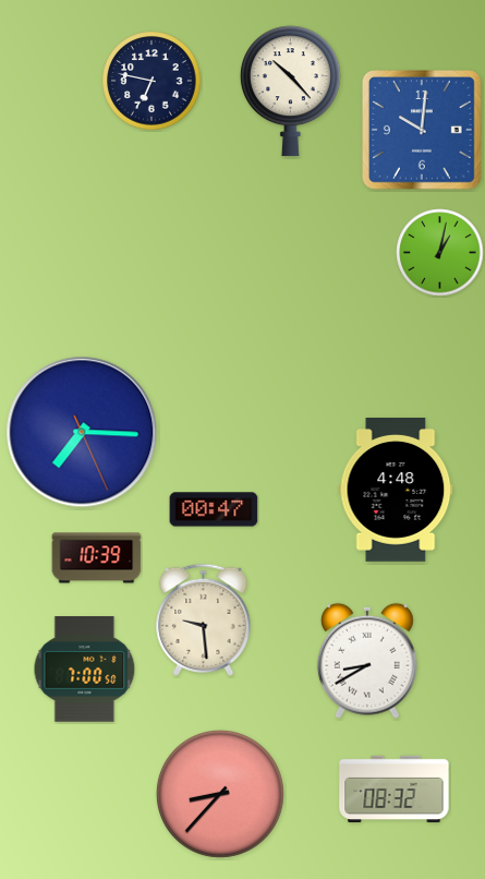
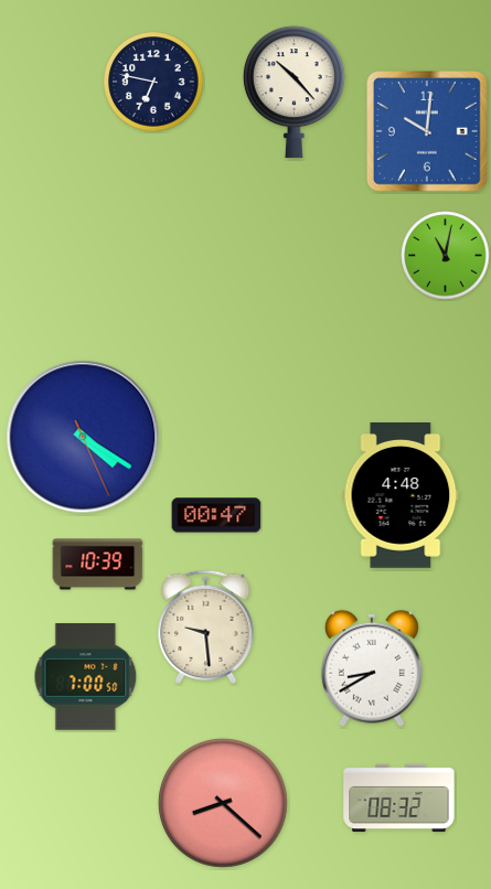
clock at (440, 253): 1:02 -> 11:02
clock at (82, 432): 7:15 -> 4:20
clock at (220, 794): 8:37 -> 8:22
